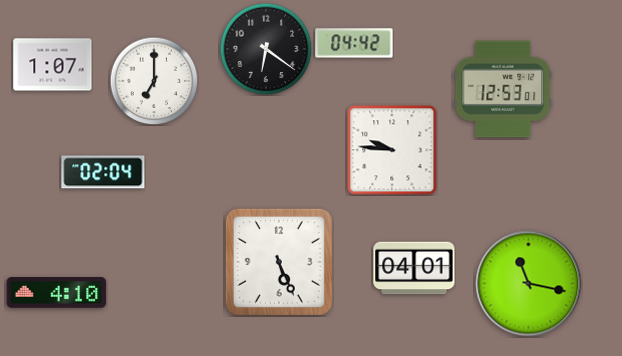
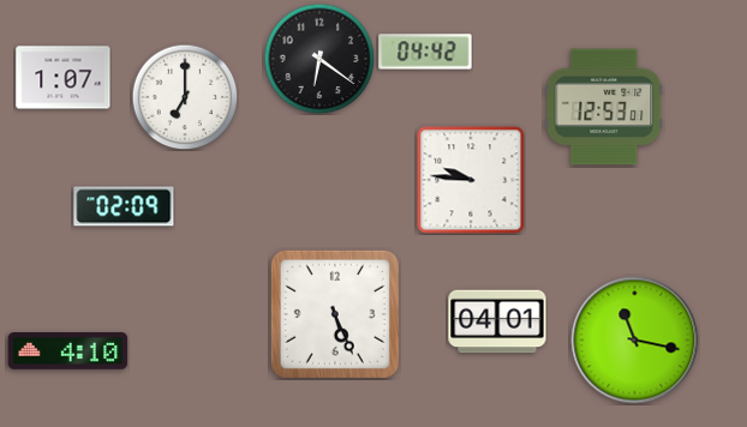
clock at (103, 172): 02:04 -> 02:09
